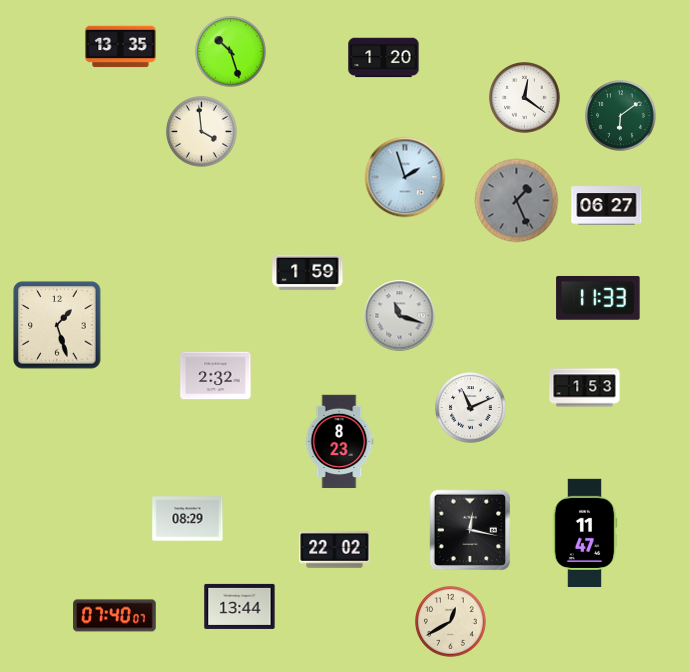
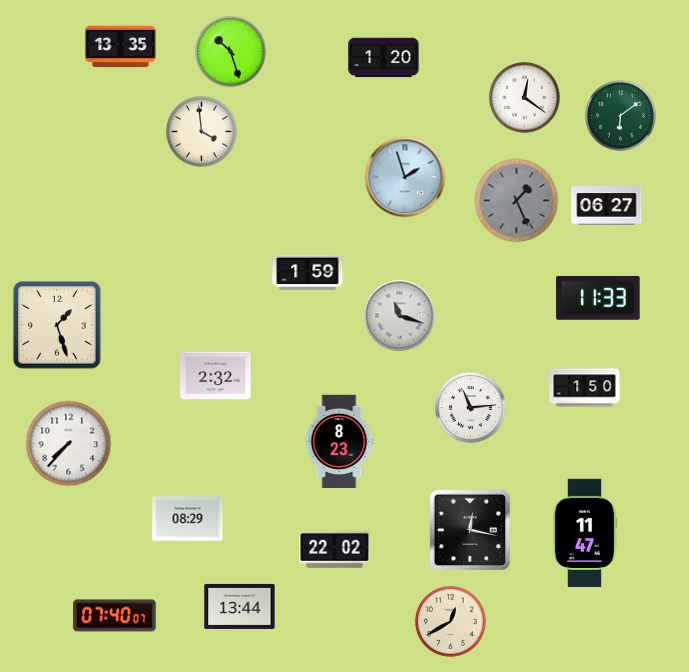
clock at (585, 388): 1:53 -> 1:50
clock at (471, 408): 11:11 -> 11:14
clock at (69, 444): none -> 7:37
